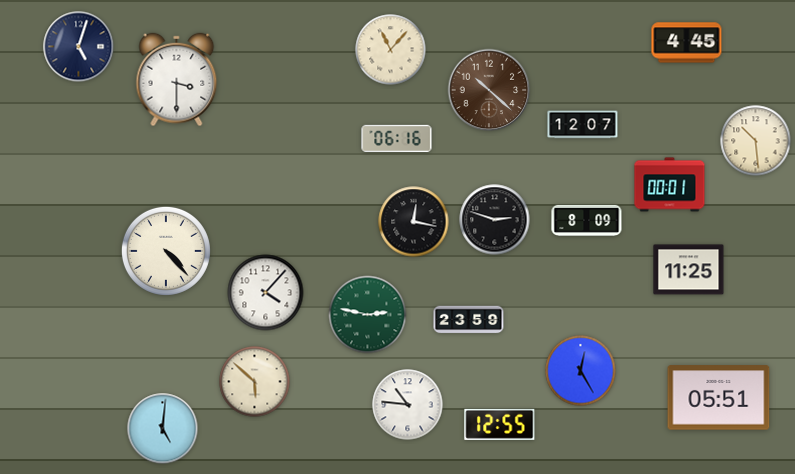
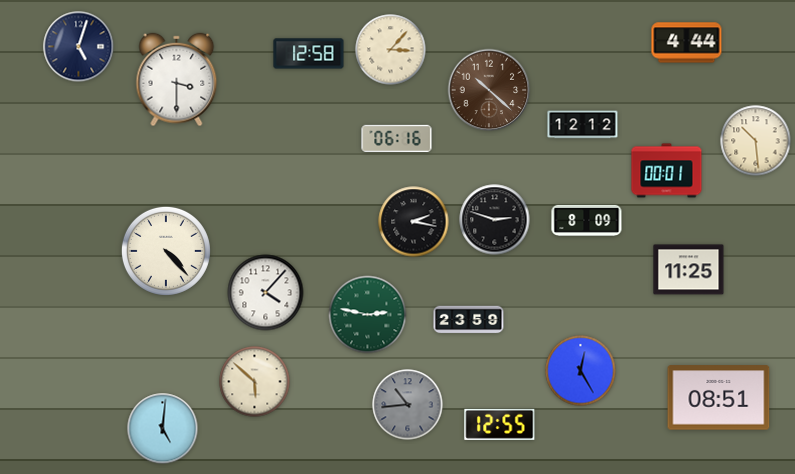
clock at (687, 43): 4:45 -> 4:44
clock at (391, 50): 11:07 -> 3:07
clock at (309, 54): none -> 12:58
clock at (583, 125): 12:07 -> 12:12
clock at (670, 185) position: (670, 185) -> (667, 171)
clock at (414, 222): 12:17 -> 2:17
clock at (719, 398): 05:51 -> 08:51
clock at (408, 405): 10:46 -> 10:44
clock at (408, 405) dial: white -> grey
